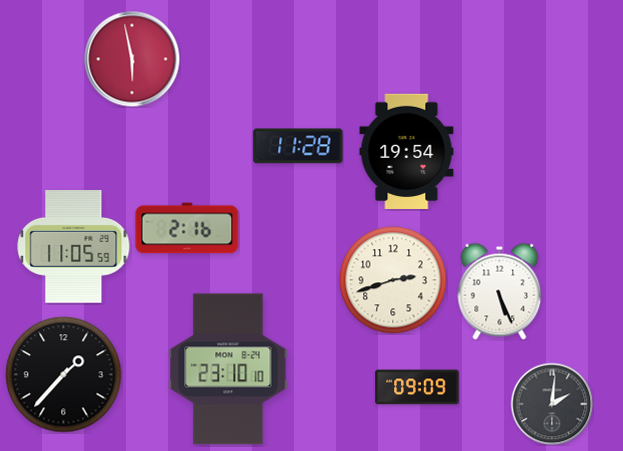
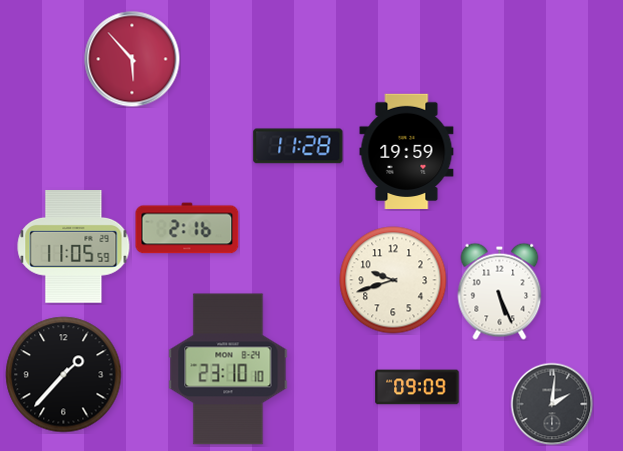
clock at (132, 59): 5:58 -> 5:53
clock at (407, 151): 19:54 -> 19:59
clock at (393, 280): 2:42 -> 9:42
